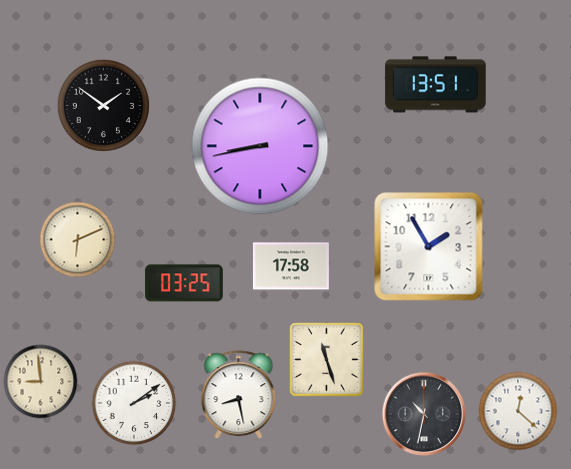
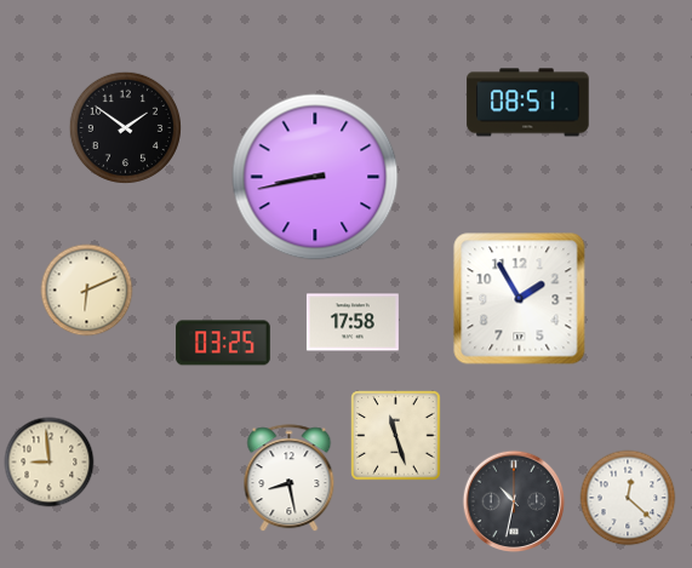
clock at (436, 85): 13:51 -> 08:51
clock at (78, 240) position: (78, 240) -> (87, 291)
clock at (134, 403): 2:09 -> none
